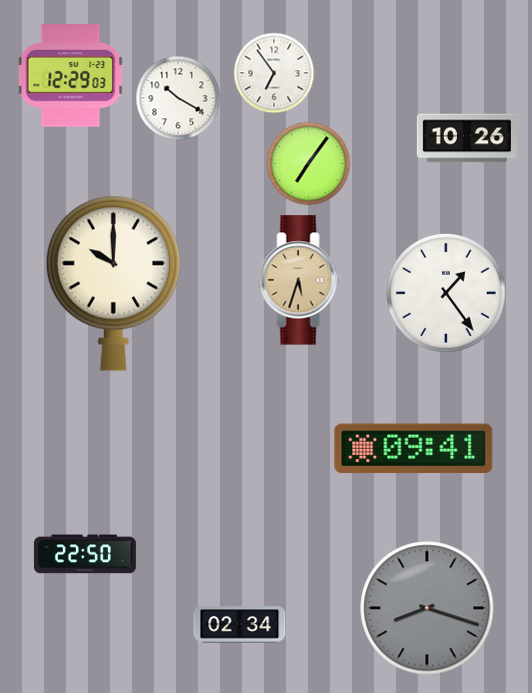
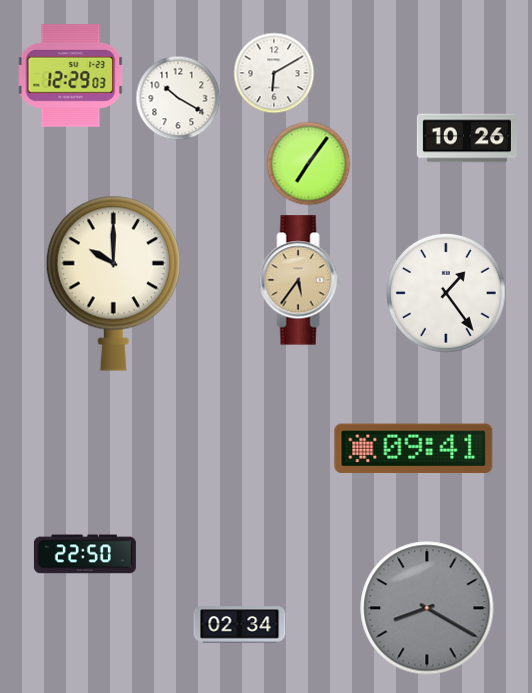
clock at (274, 73): 6:54 -> 6:10
clock at (300, 280): 5:33 -> 5:36
clock at (427, 608): 8:18 -> 8:20
